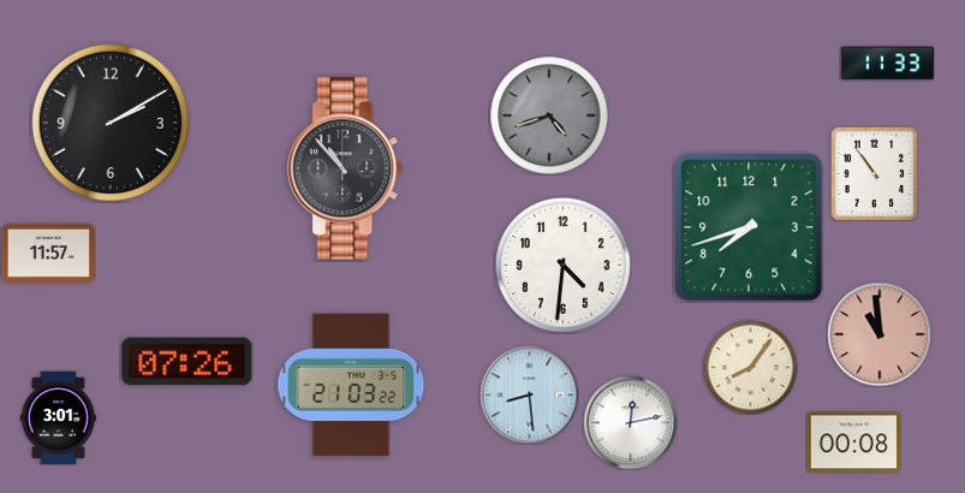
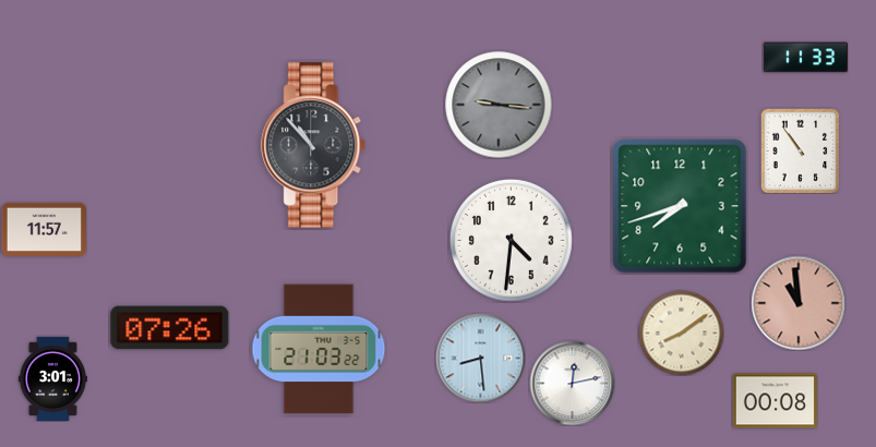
clock at (549, 115): 4:42 -> 9:16
clock at (111, 123): 2:10 -> none
clock at (346, 168) position: (346, 168) -> (314, 145)
clock at (875, 173) position: (875, 173) -> (801, 150)
clock at (750, 367): 8:06 -> 8:09
